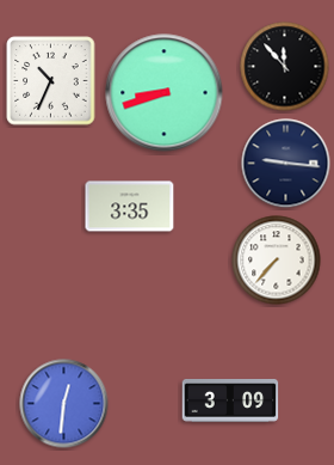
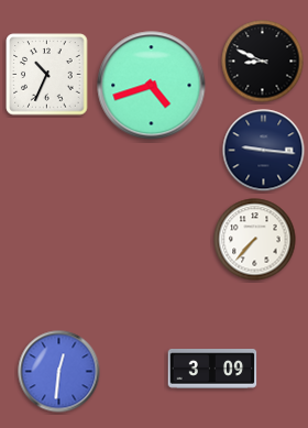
clock at (285, 67): 11:53 -> 8:49
clock at (165, 93): 8:42 -> 4:42
clock at (130, 207): 3:35 -> none
